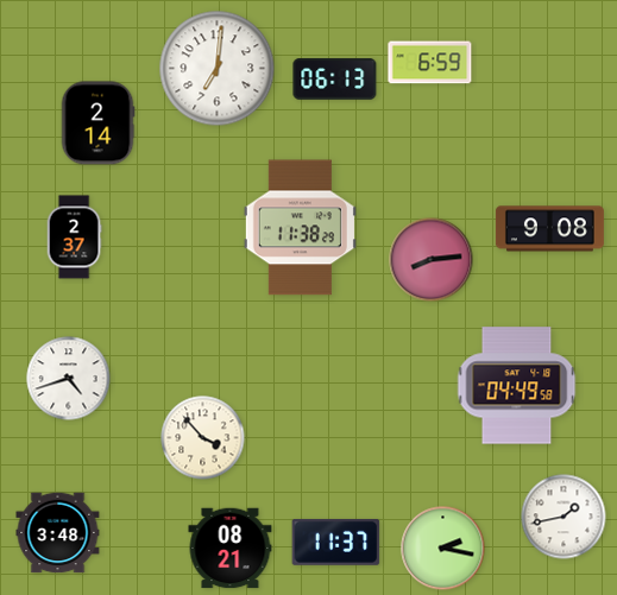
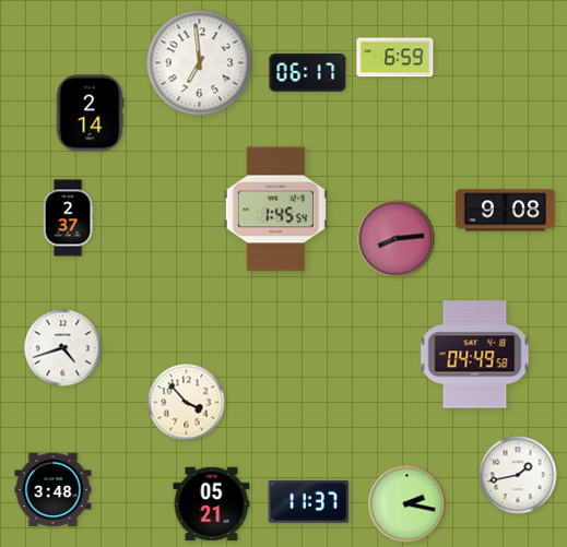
clock at (218, 69): 7:01 -> 6:59
clock at (335, 80): 06:13 -> 06:17
clock at (300, 228): 11:38 -> 1:45
clock at (336, 542) position: (336, 542) -> (309, 501)
clock at (231, 549): 08:21 -> 05:21
